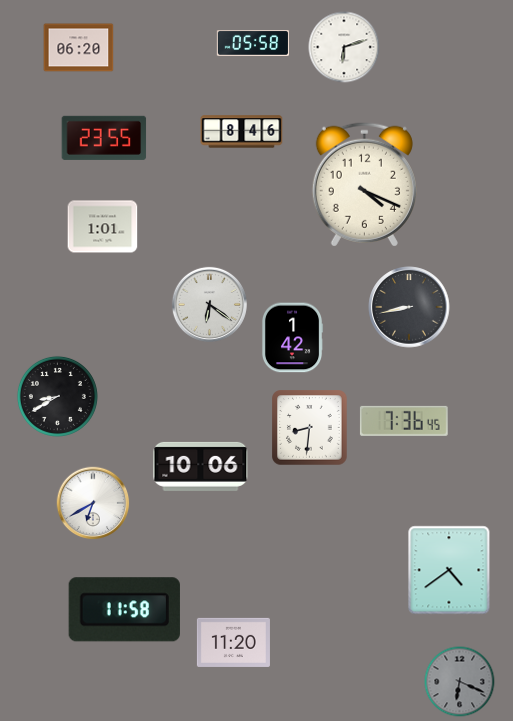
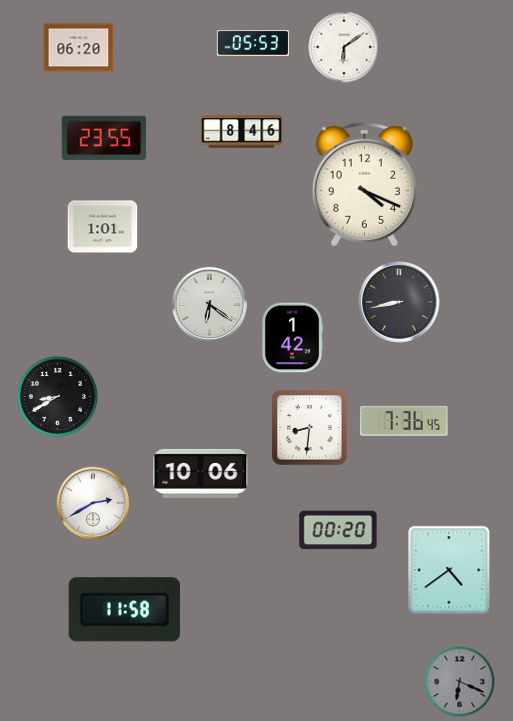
clock at (252, 43): 05:58 -> 05:53
clock at (344, 47): 6:12 -> 6:09
clock at (409, 307) position: (409, 307) -> (399, 302)
clock at (201, 466) position: (201, 466) -> (201, 473)
clock at (93, 503): 6:40 -> 2:40
clock at (338, 530): none -> 00:20
clock at (233, 642): 11:20 -> none
